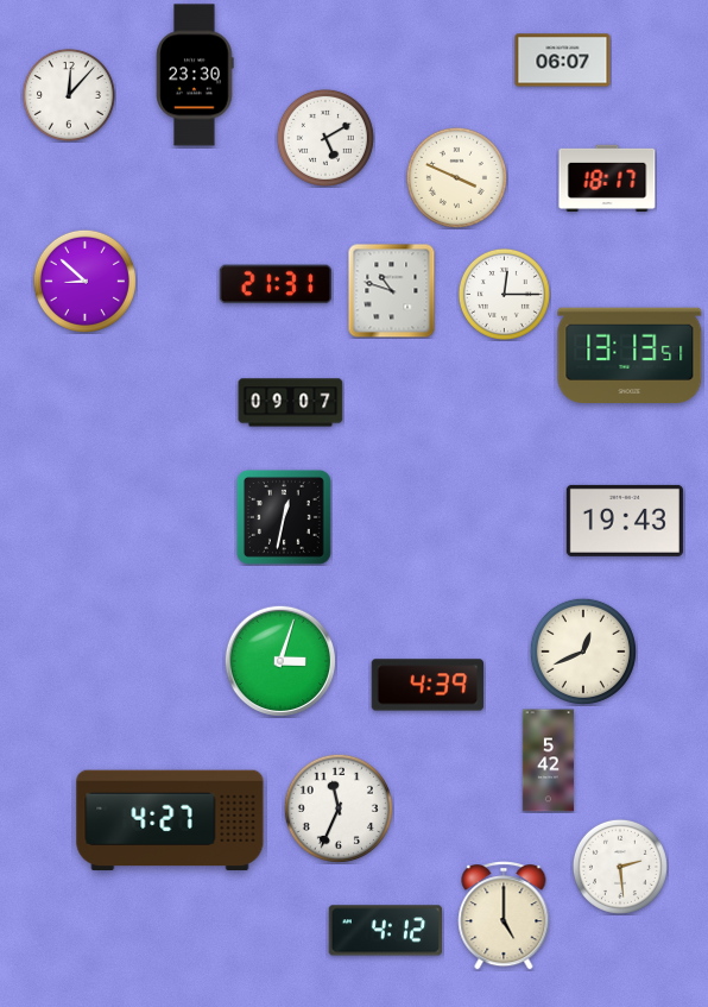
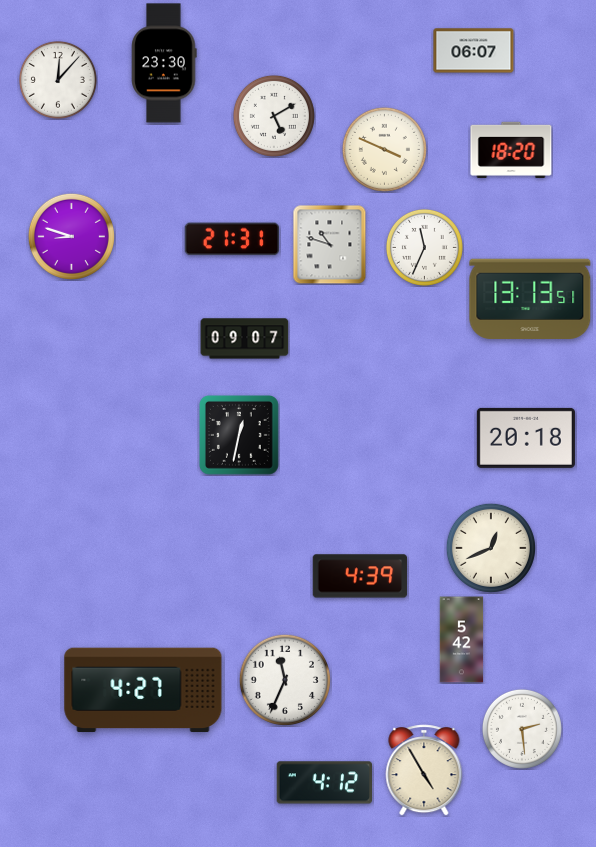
clock at (607, 177): 18:17 -> 18:20
clock at (84, 281): 8:52 -> 8:48
clock at (504, 294): 12:15 -> 11:34
clock at (625, 521): 19:43 -> 20:18
clock at (279, 660): 3:03 -> none
clock at (504, 915): 5:00 -> 4:55
